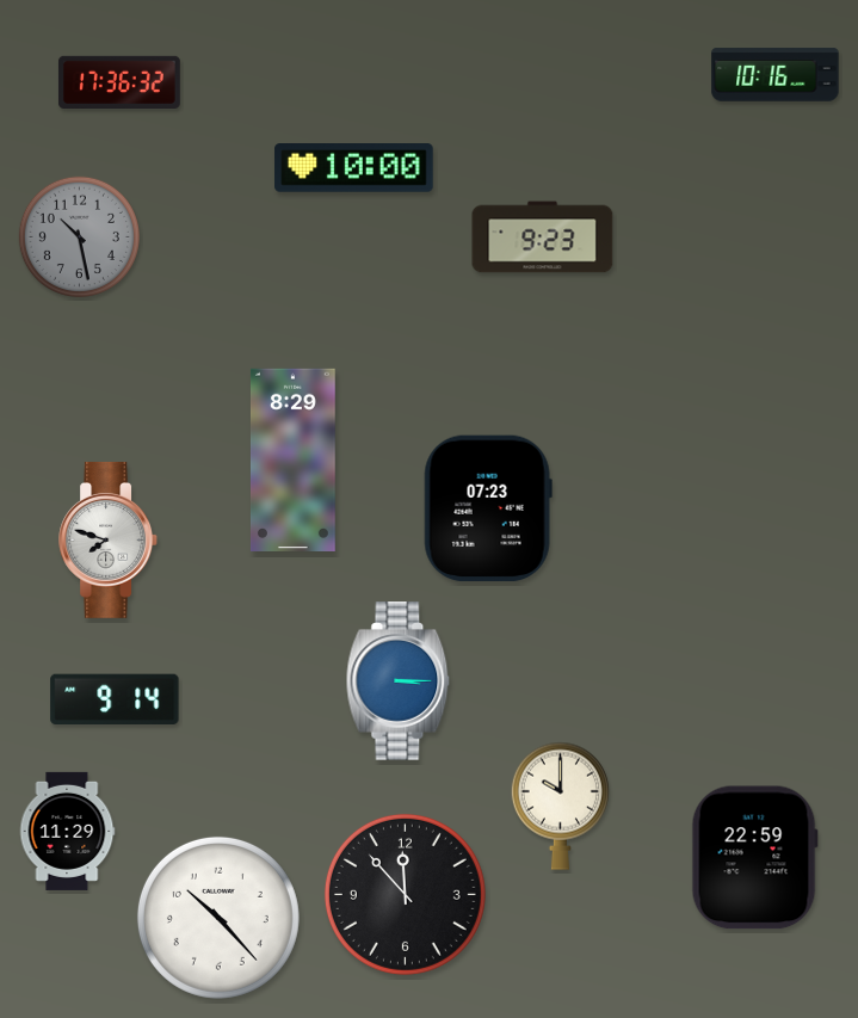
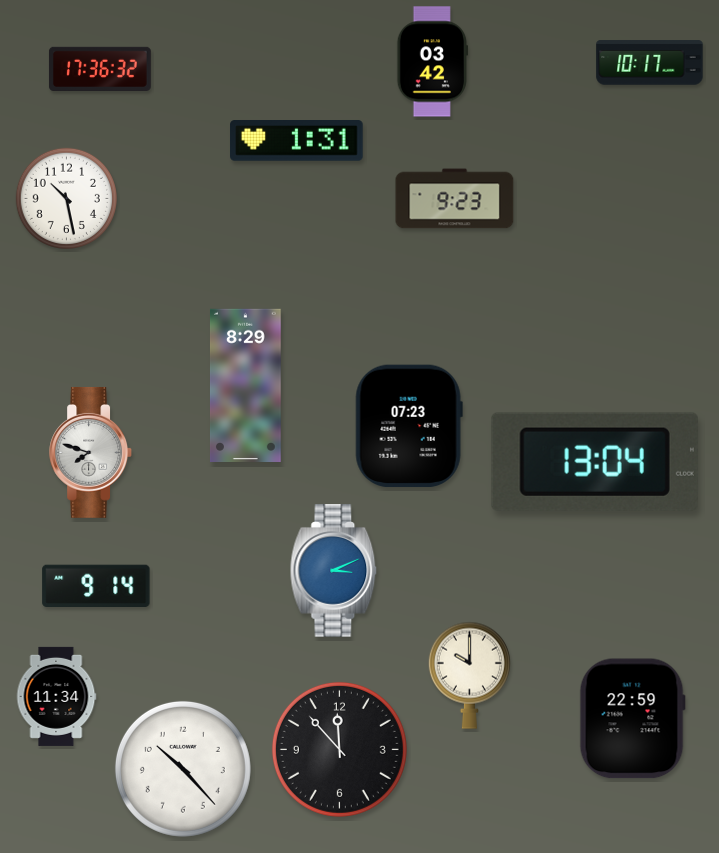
clock at (432, 62): none -> 03:42
clock at (776, 75): 10:16 -> 10:17
clock at (354, 168): 10:00 -> 1:31
clock at (79, 236) dial: grey -> white
clock at (595, 462): none -> 13:04
clock at (399, 681): 3:15 -> 3:11
clock at (67, 831): 11:29 -> 11:34
